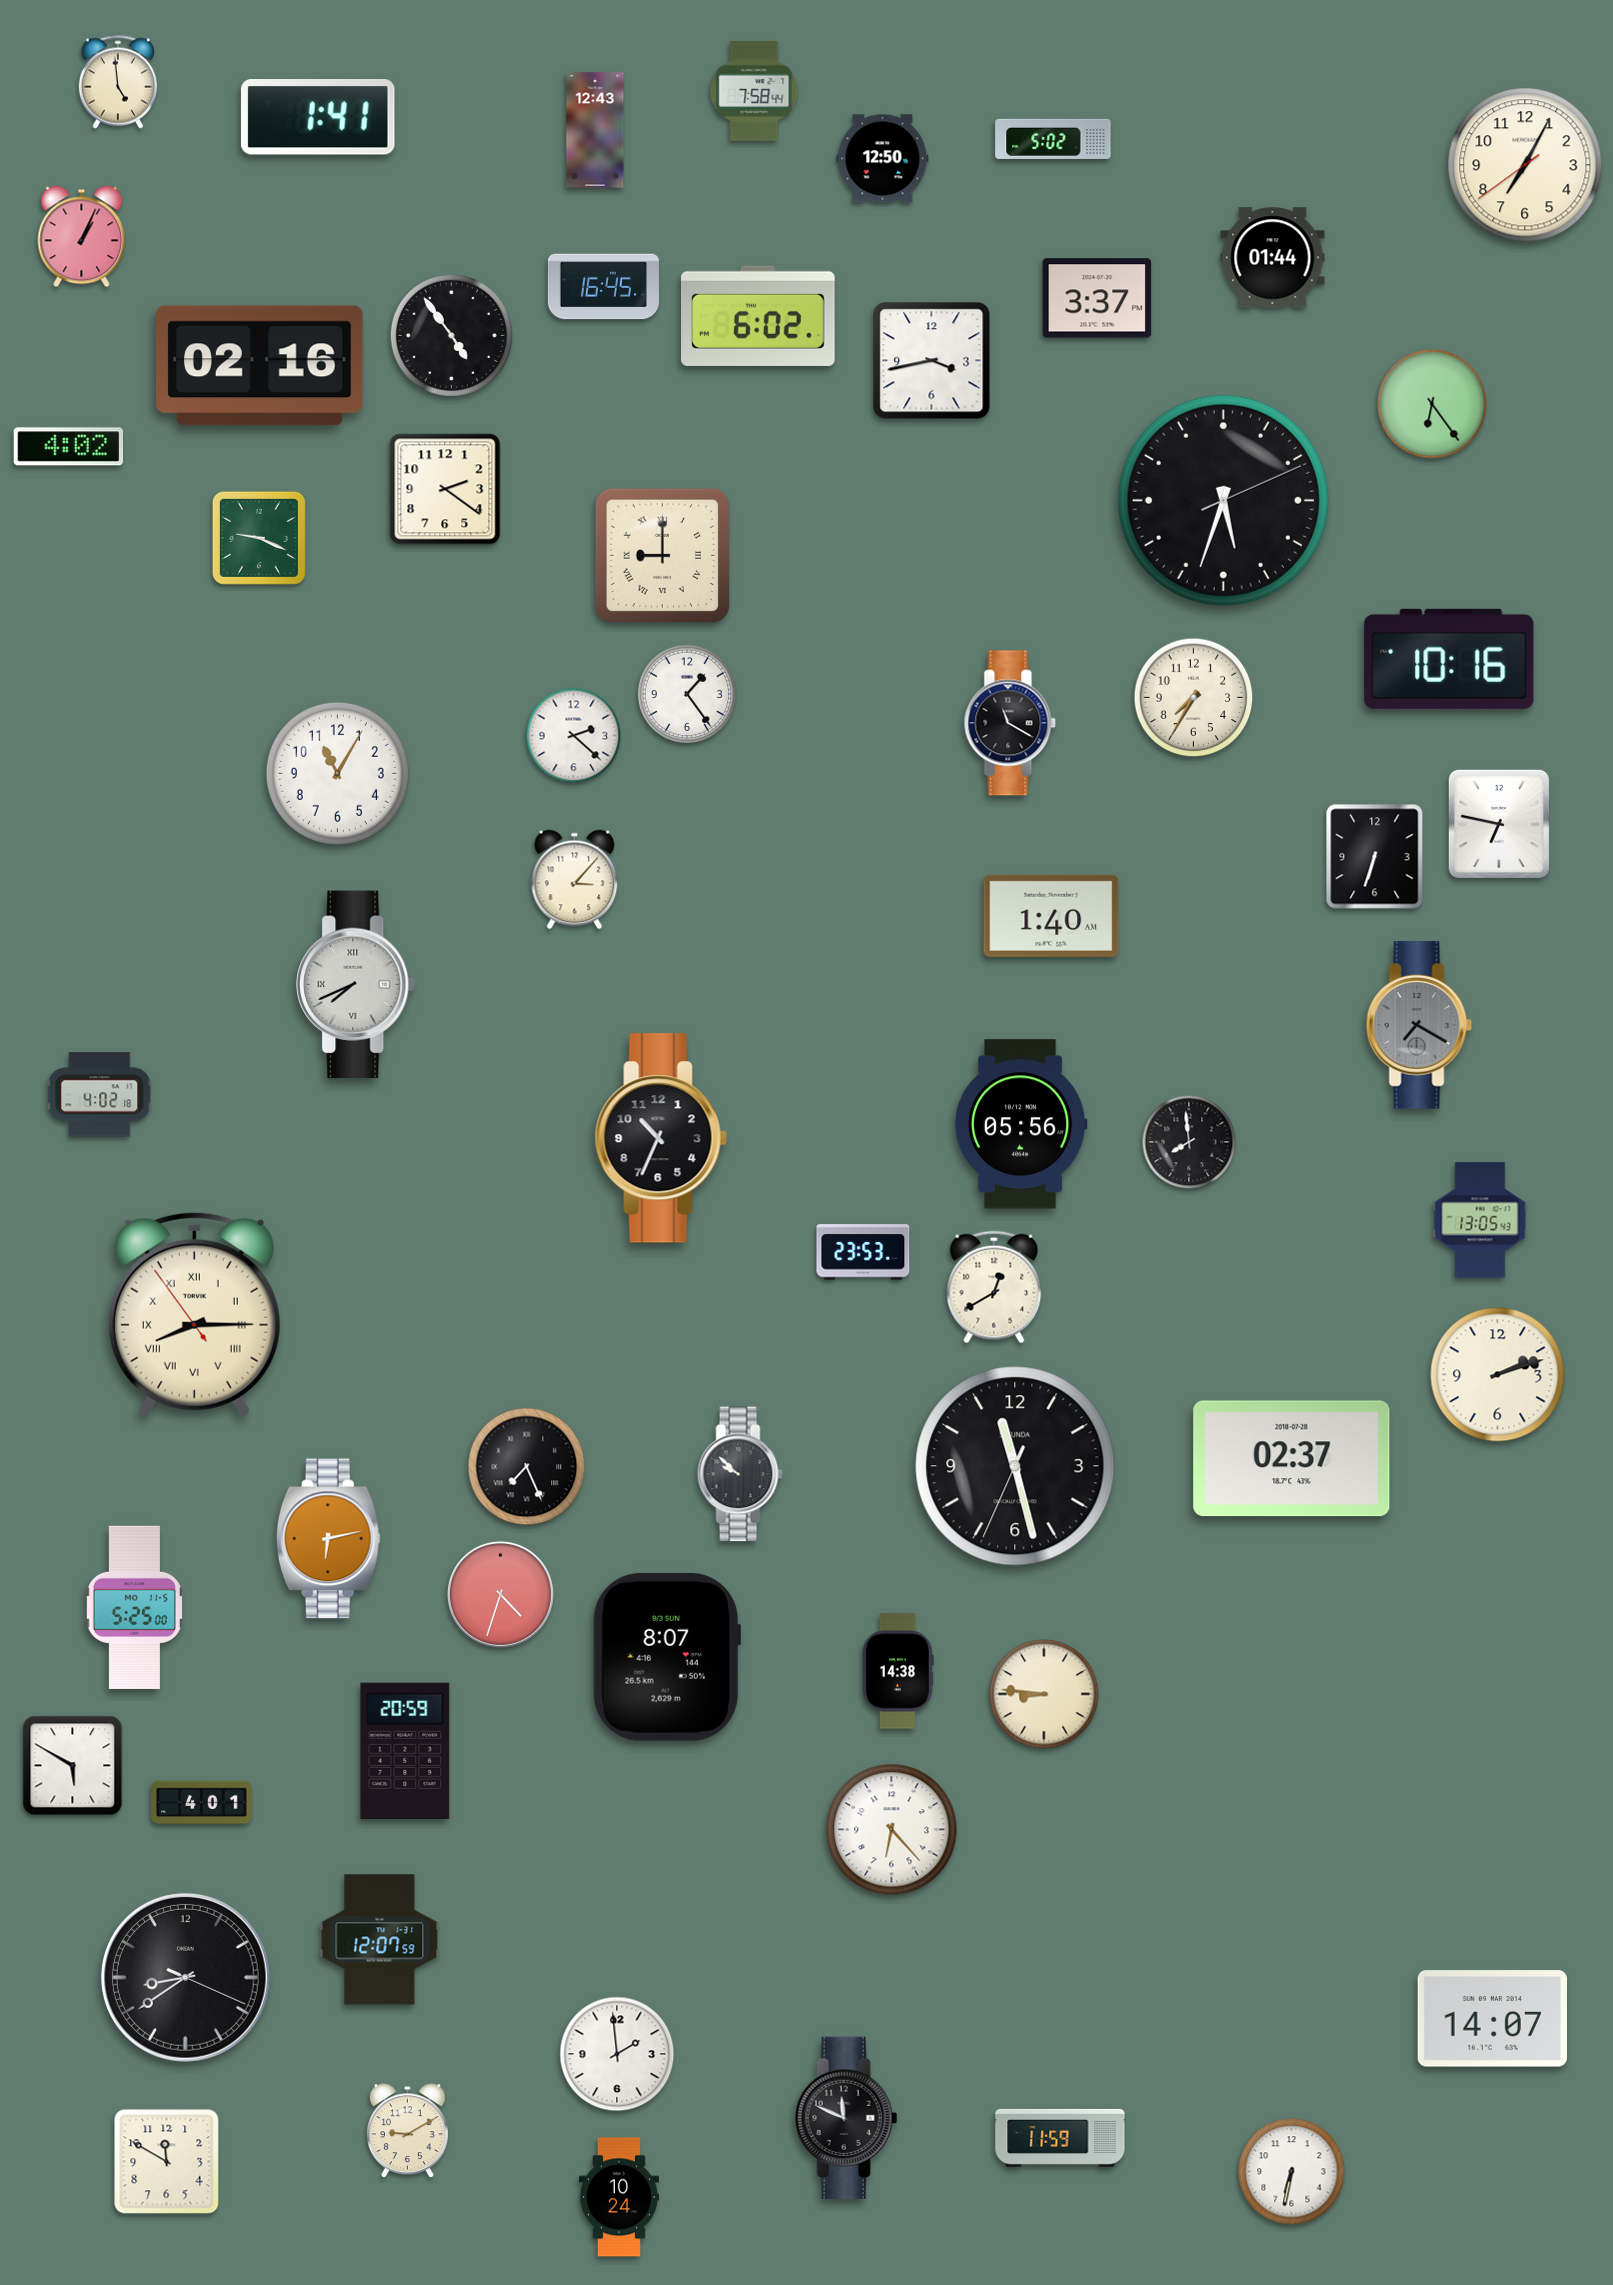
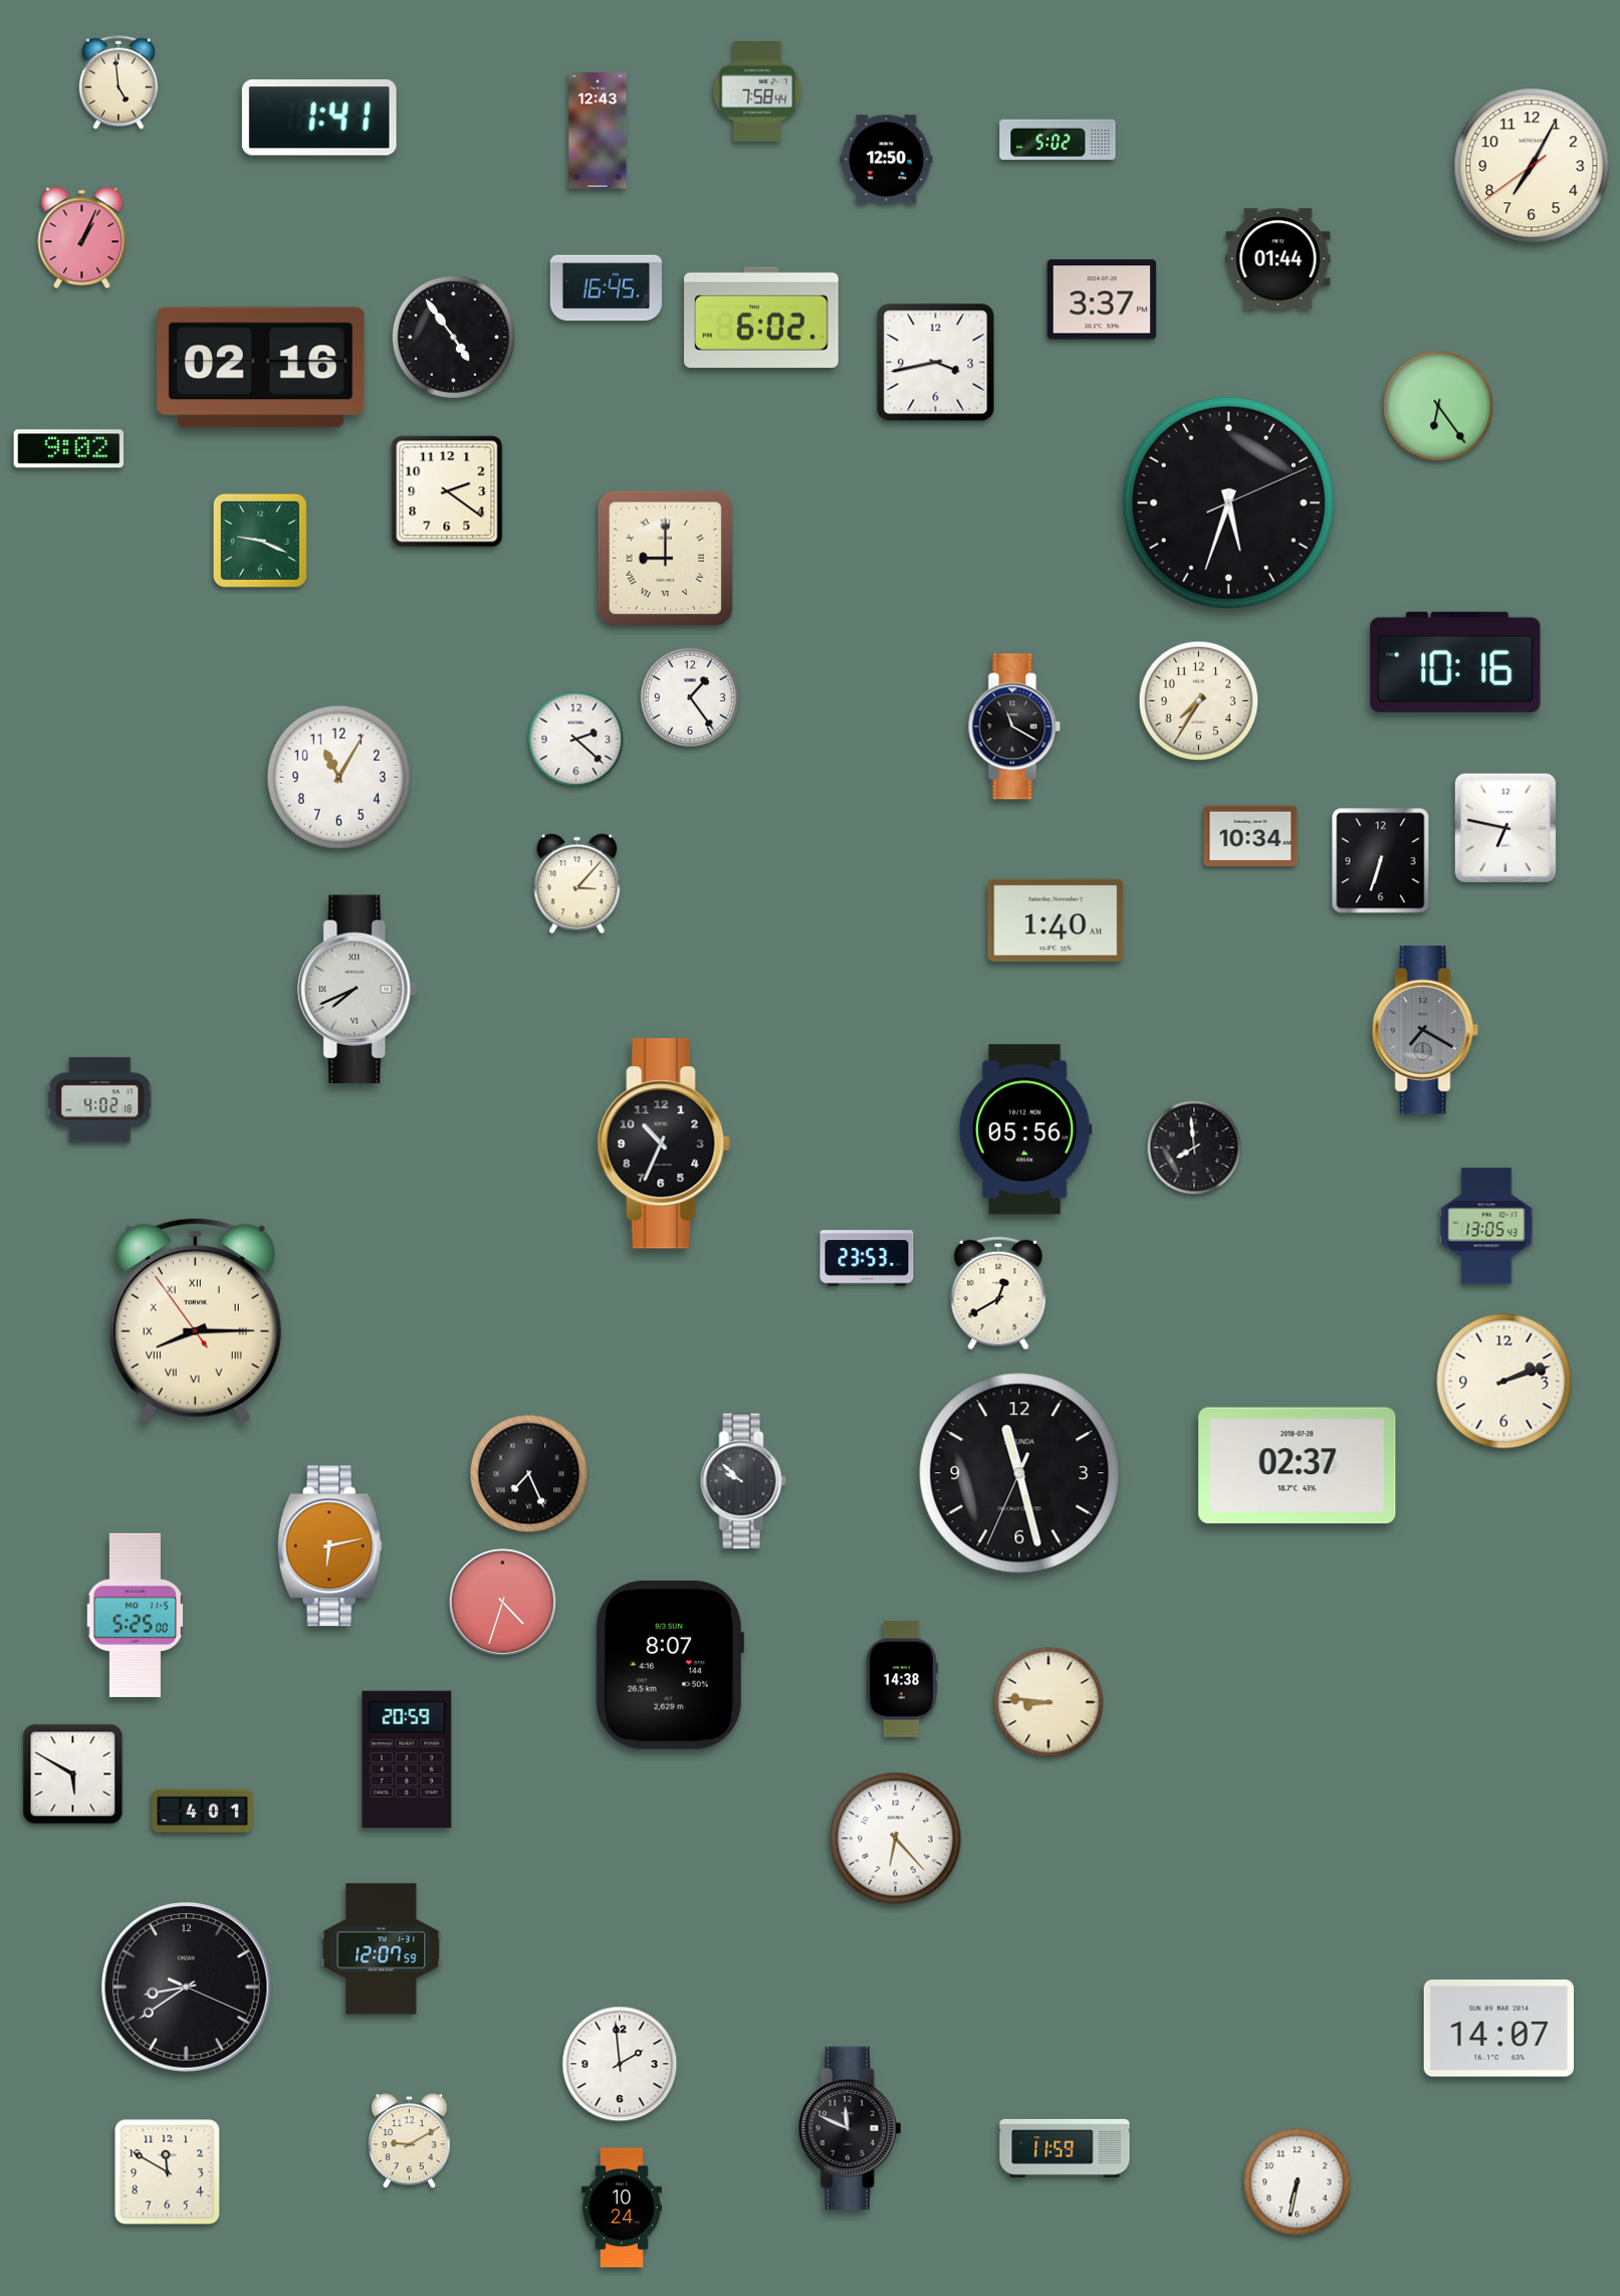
clock at (69, 447): 4:02 -> 9:02
clock at (1250, 836): none -> 10:34
